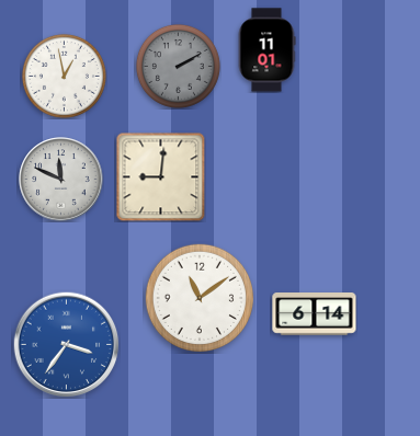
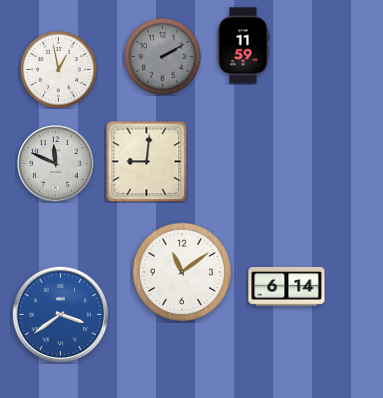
clock at (266, 50): 11:01 -> 11:59
clock at (178, 66) position: (178, 66) -> (162, 56)
clock at (67, 345): 3:36 -> 3:39
